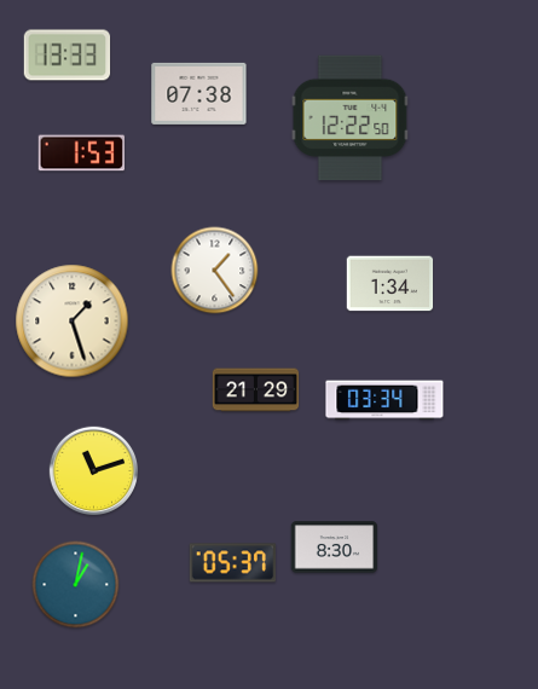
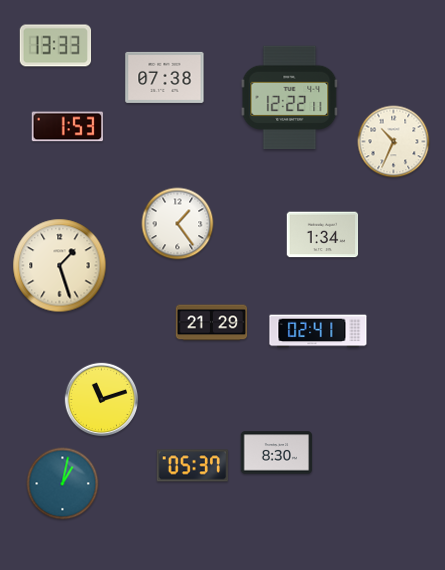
clock at (351, 118): 12:22:50 -> 12:22:11
clock at (394, 142): none -> 10:34
clock at (384, 400): 03:34 -> 02:41
clock at (94, 471) position: (94, 471) -> (102, 400)
